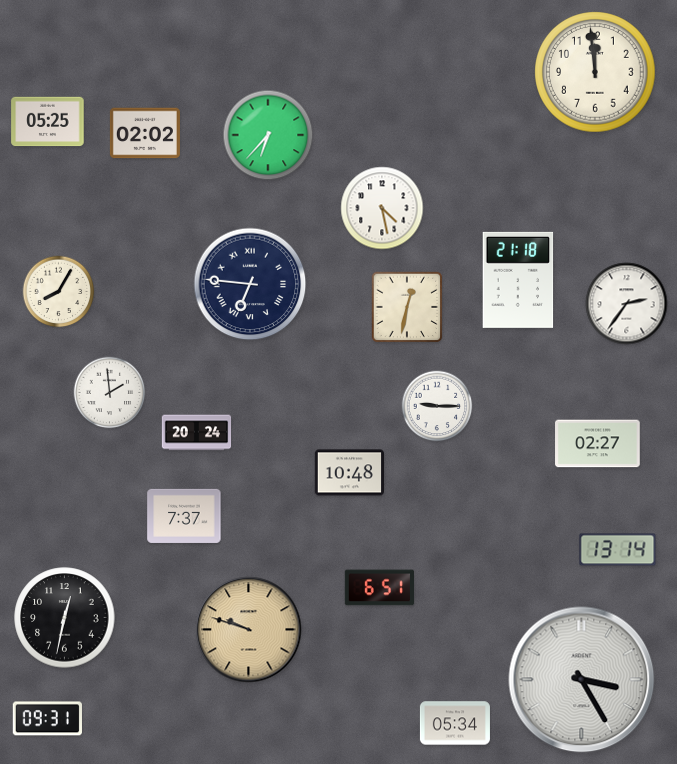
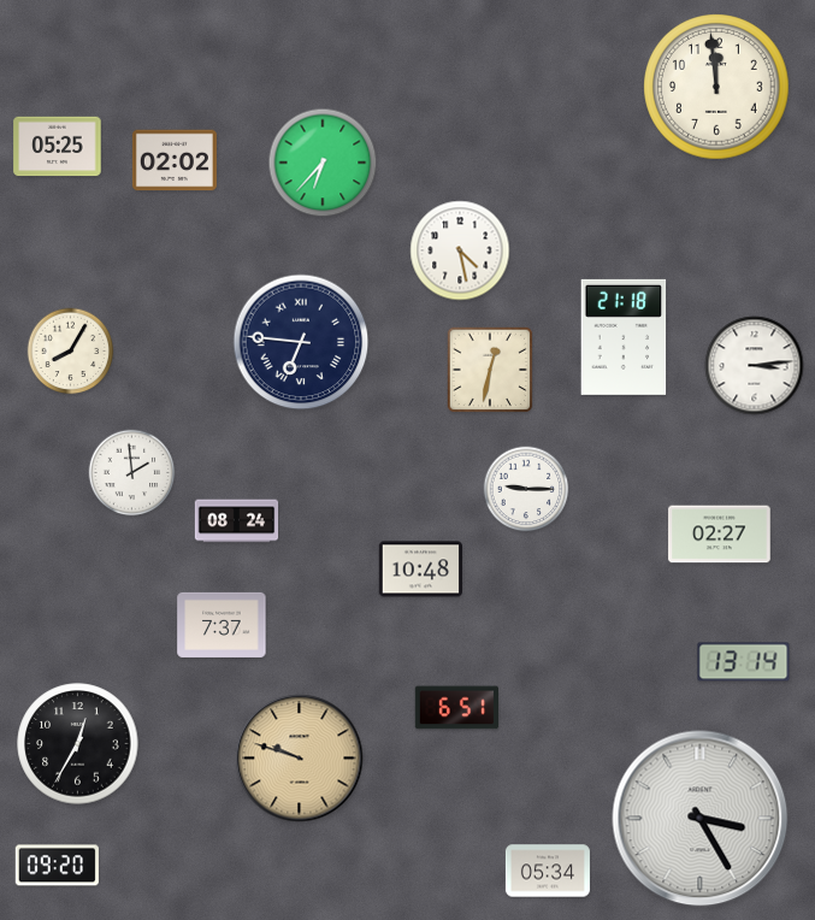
clock at (627, 304): 2:36 -> 3:14
clock at (197, 433): 20:24 -> 08:24
clock at (184, 516) position: (184, 516) -> (222, 625)
clock at (65, 618): 12:32 -> 12:35
clock at (47, 719): 09:31 -> 09:20
